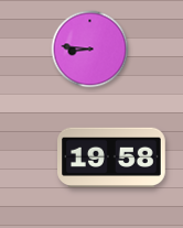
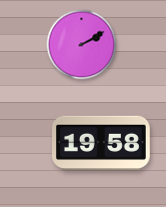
clock at (90, 50): 8:46 -> 2:10
